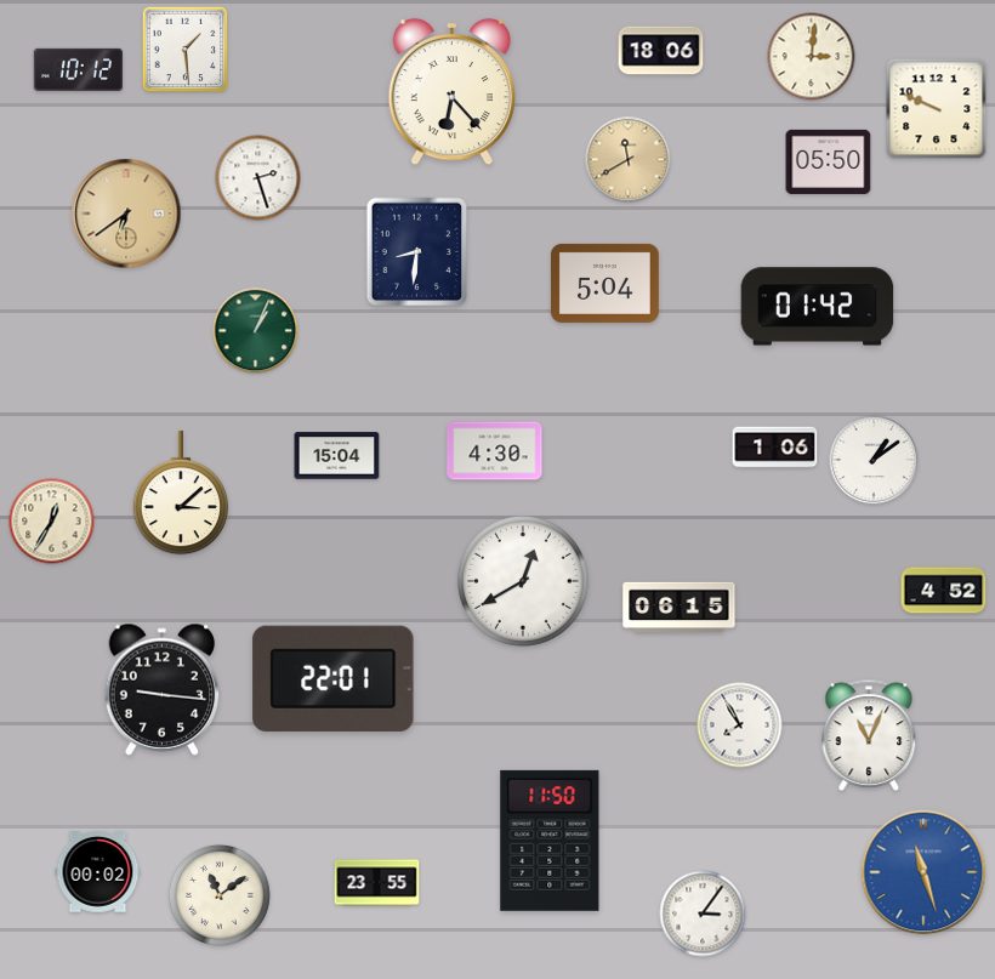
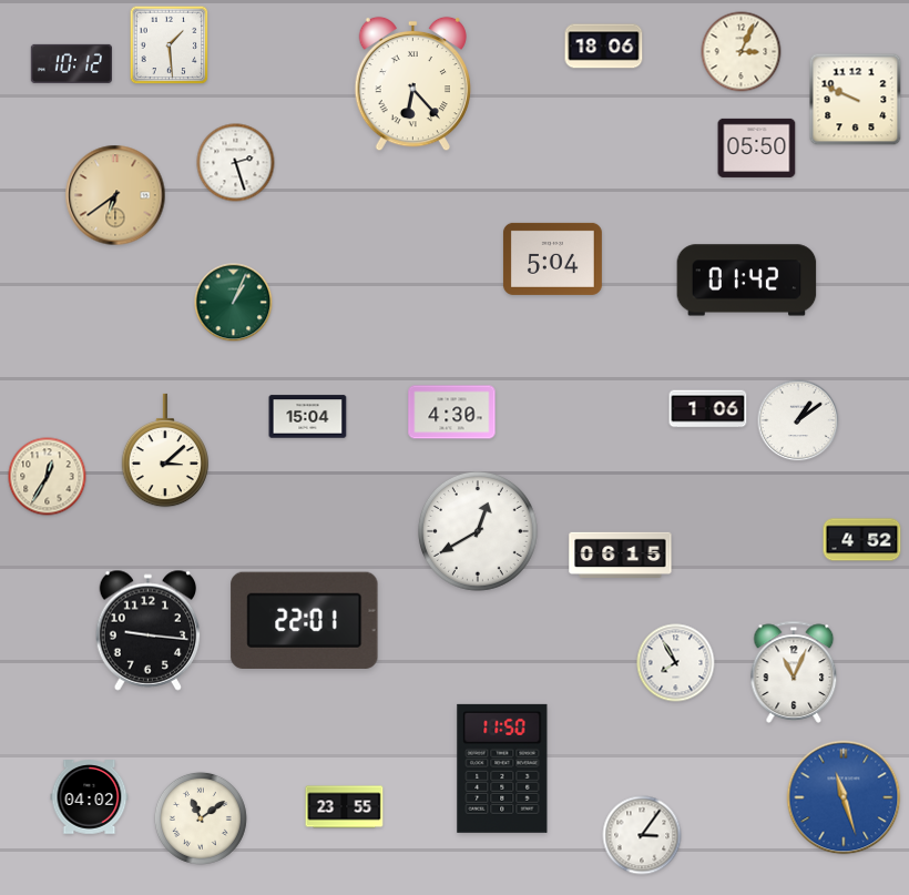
clock at (812, 57): 3:01 -> 3:04
clock at (629, 160): 11:40 -> none
clock at (417, 252): 8:31 -> none
clock at (98, 872): 00:02 -> 04:02
